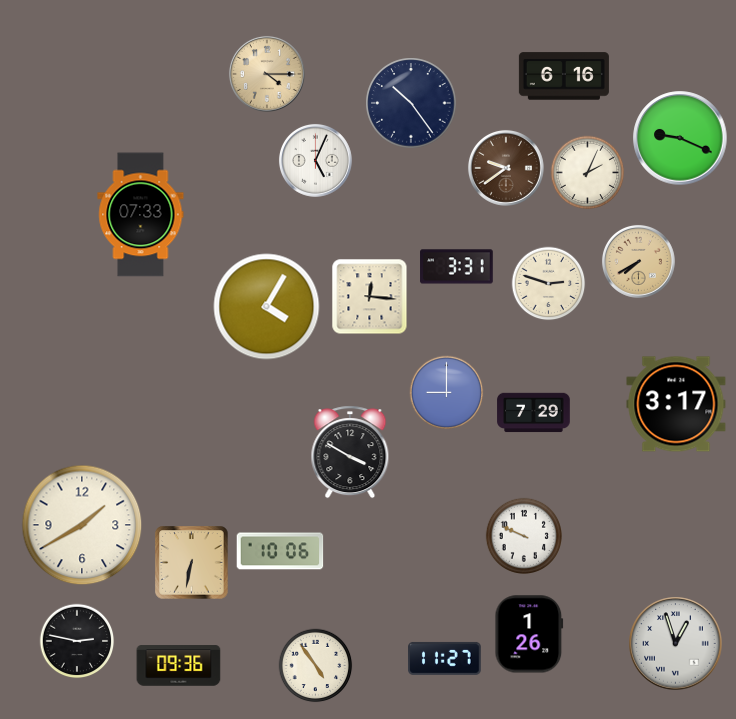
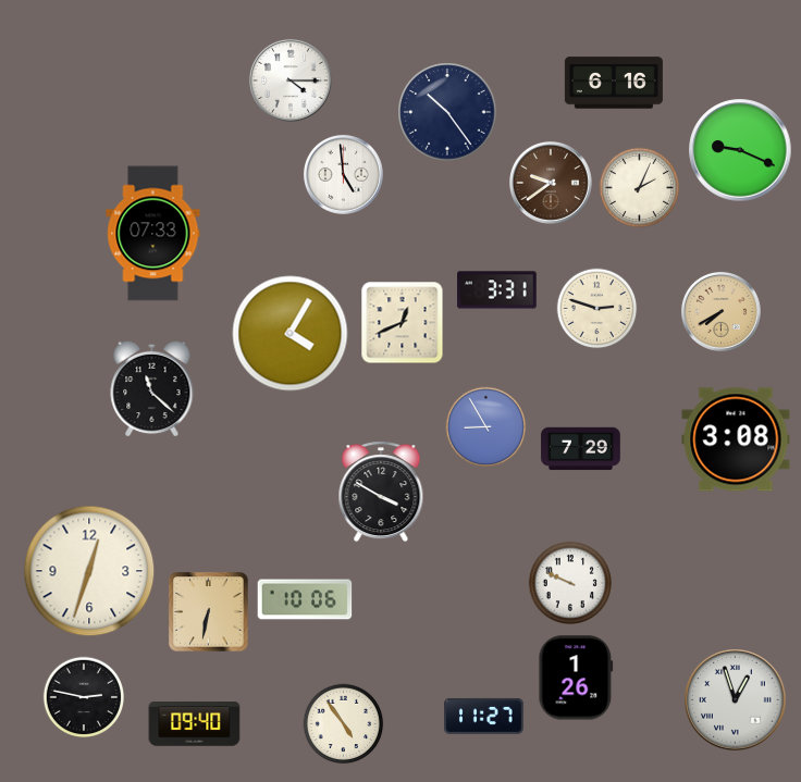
clock at (267, 74) dial: champagne -> white
clock at (315, 160): 5:04 -> 4:59
clock at (638, 261) position: (638, 261) -> (720, 311)
clock at (370, 297): 12:16 -> 12:41
clock at (152, 388): none -> 11:22
clock at (447, 393): 9:00 -> 8:55
clock at (676, 404): 3:17 -> 3:08
clock at (82, 525): 1:40 -> 12:33
clock at (529, 634) position: (529, 634) -> (576, 678)
clock at (179, 666): 09:36 -> 09:40
